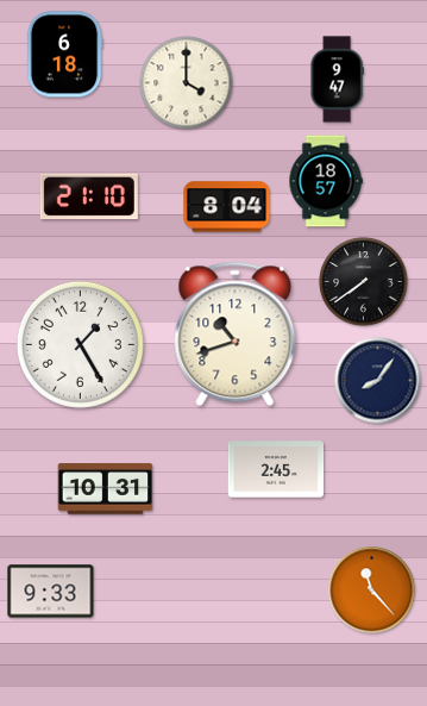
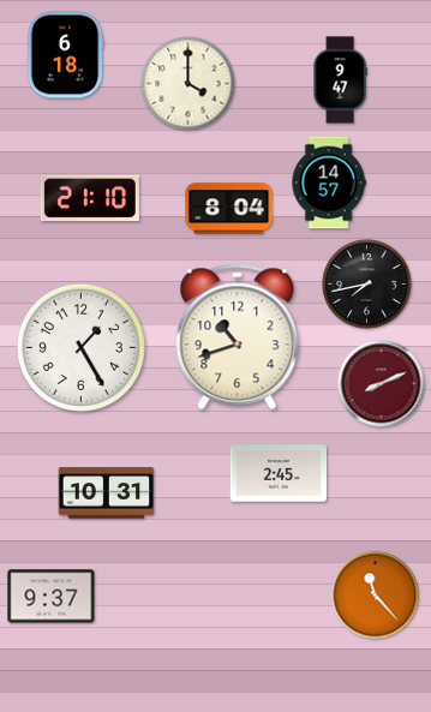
clock at (326, 181): 18:57 -> 14:57
clock at (364, 282): 7:39 -> 7:43
clock at (378, 381): 8:06 -> 8:11
clock at (378, 381) dial: navy -> burgundy
clock at (51, 592): 9:33 -> 9:37
